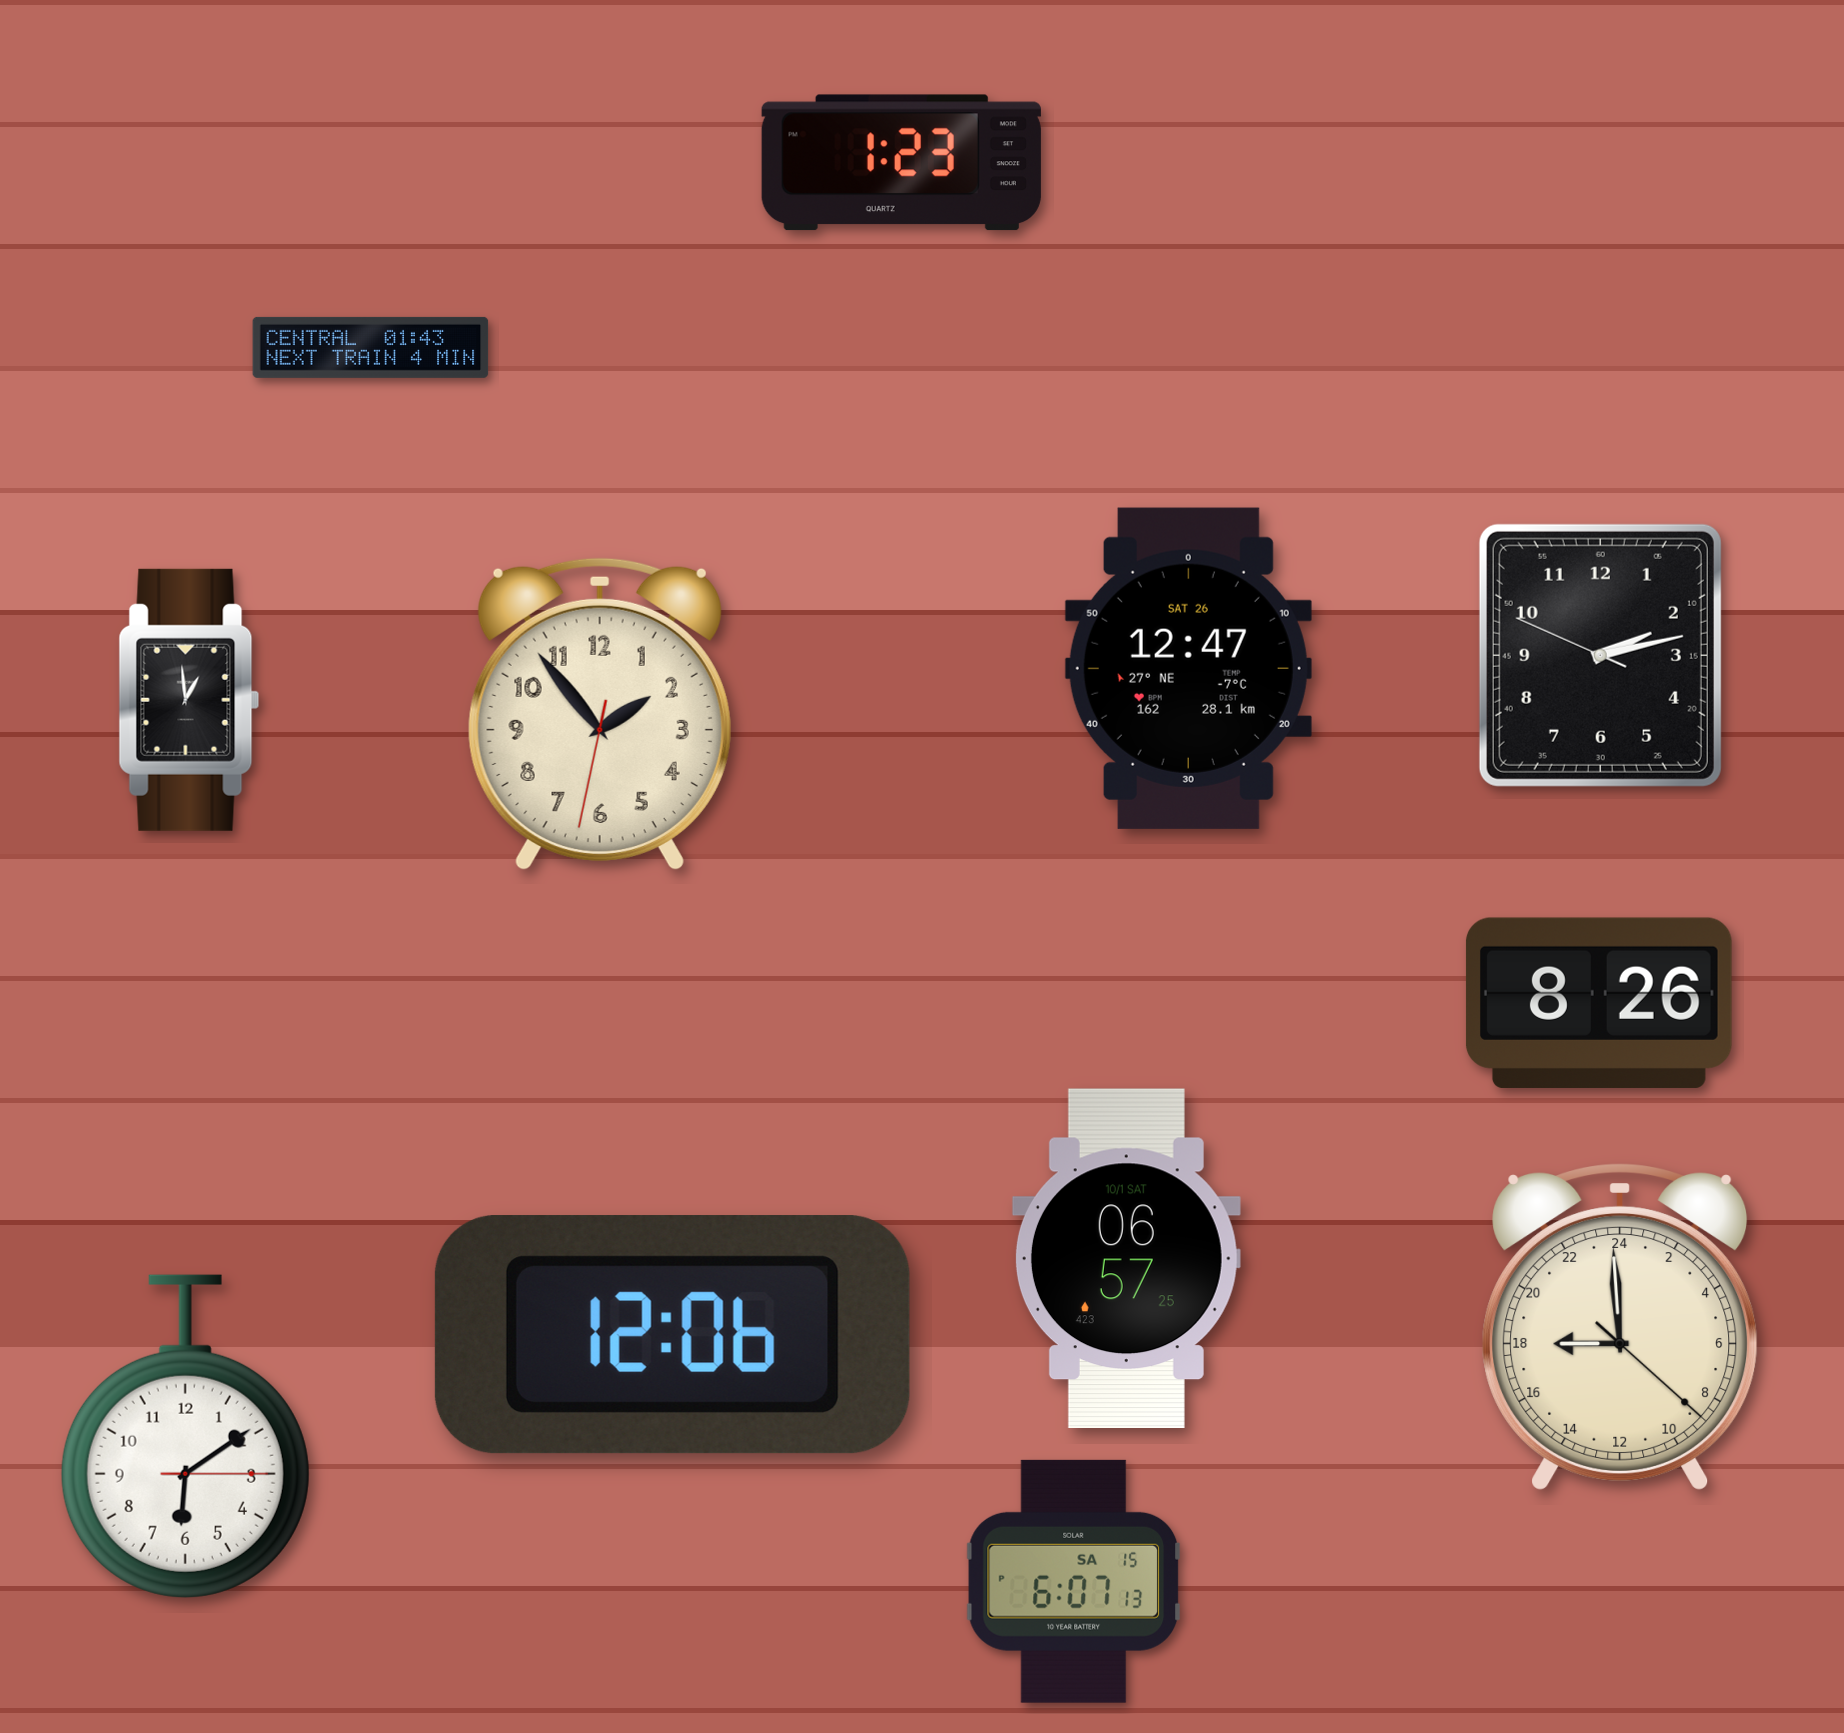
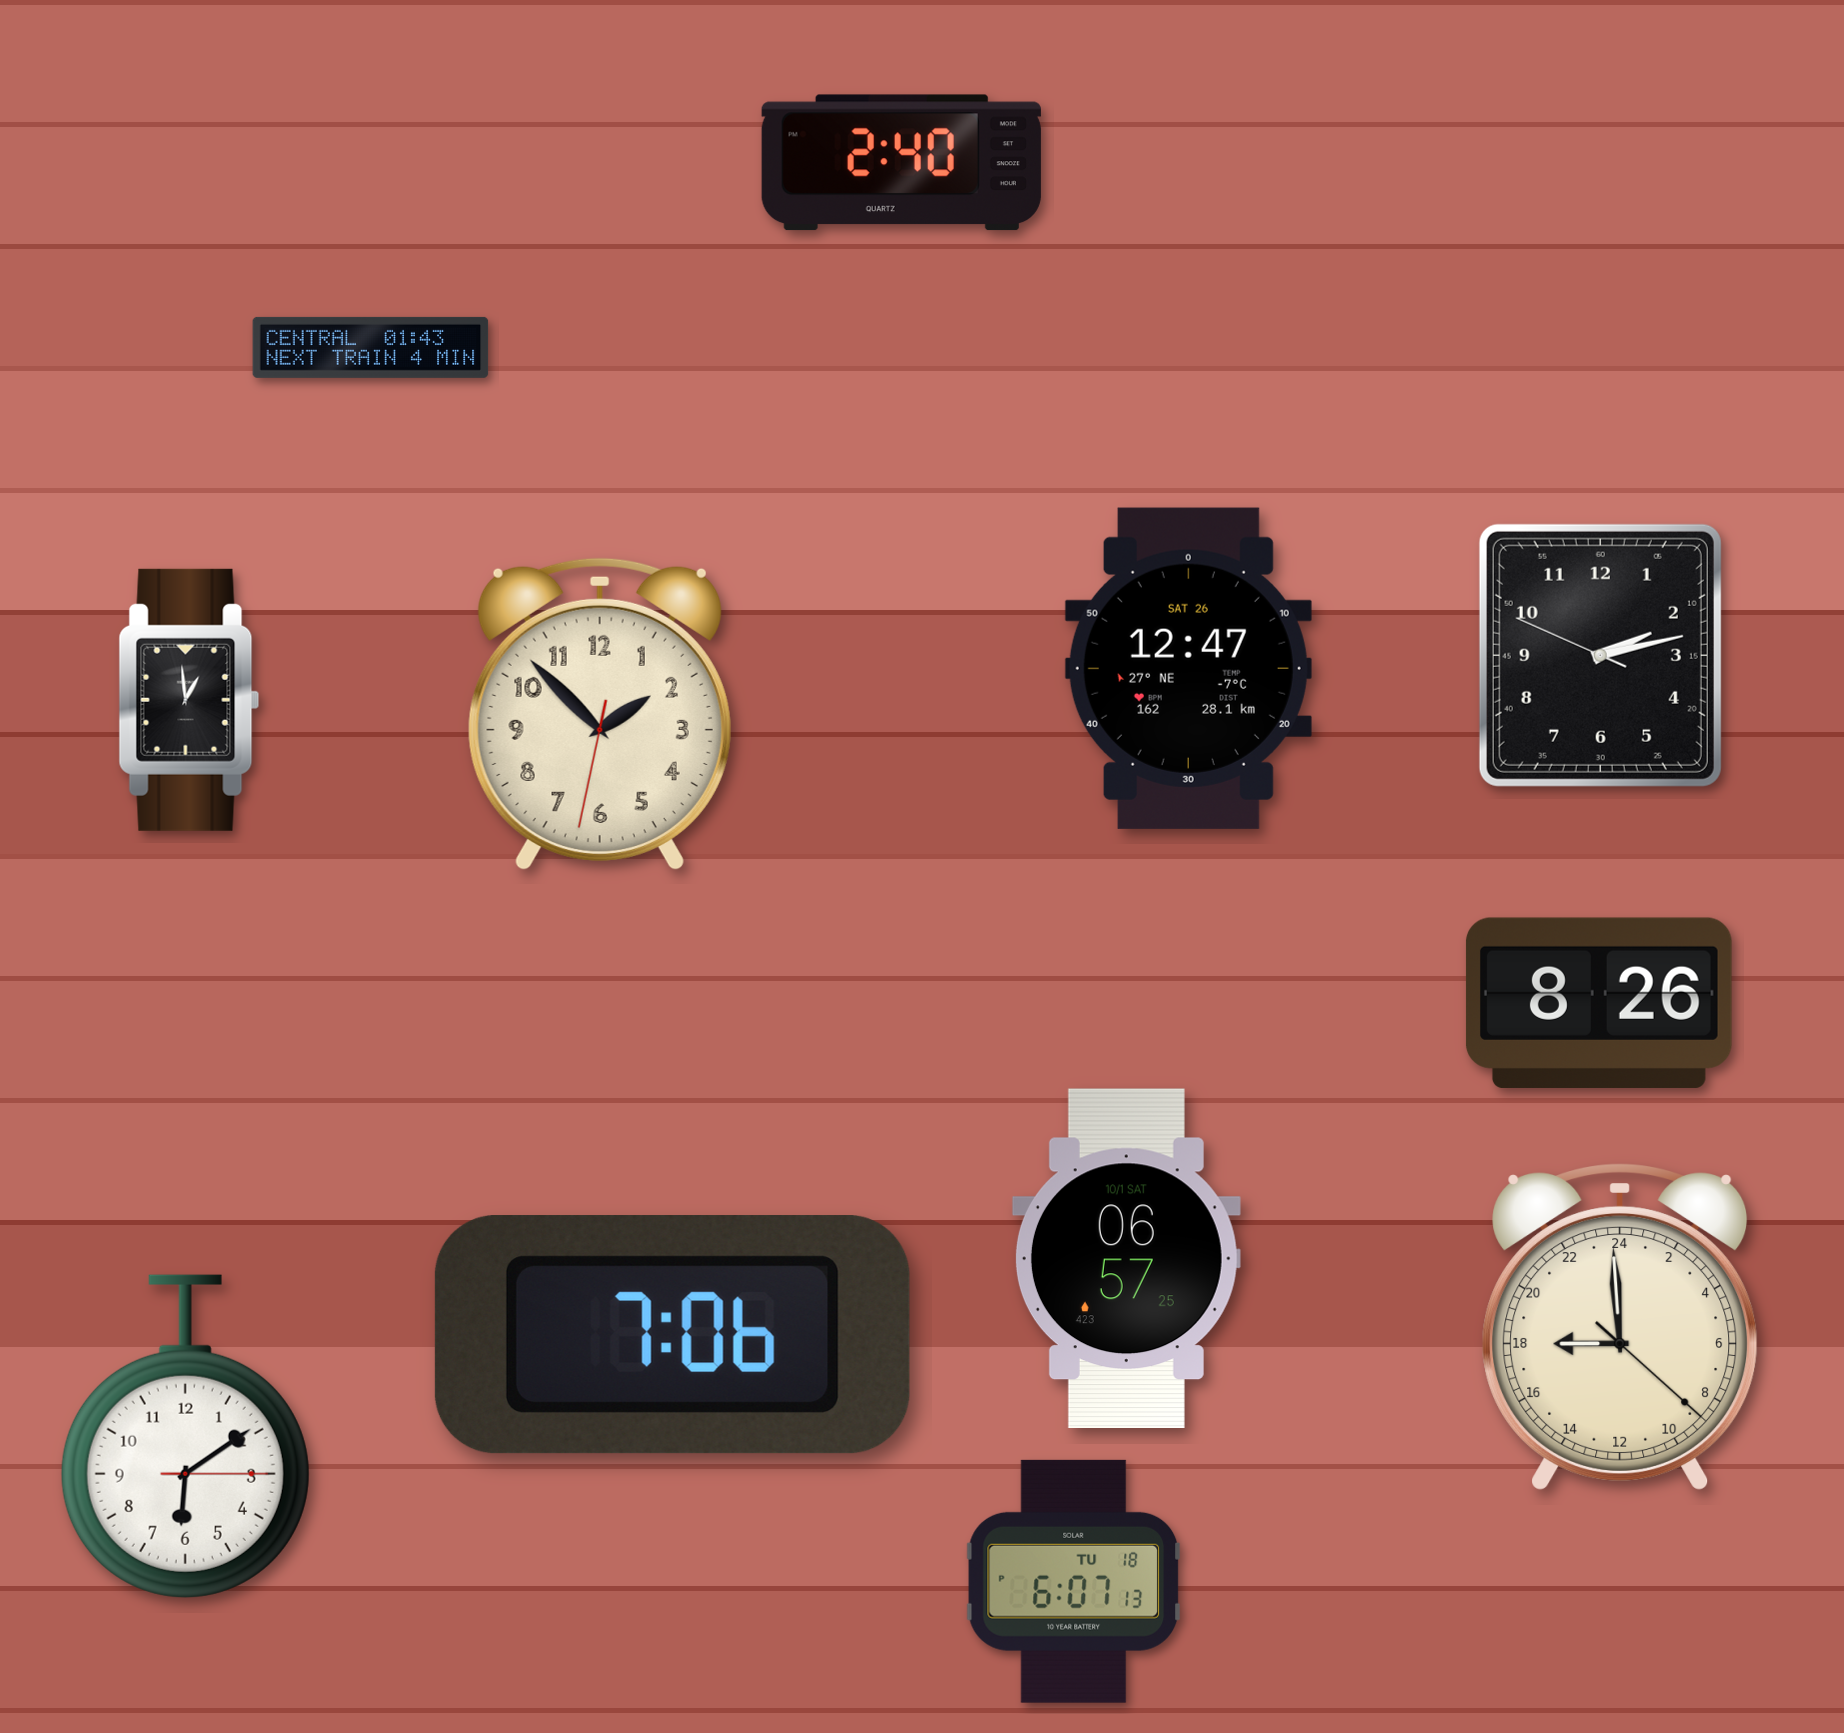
clock at (901, 163): 1:23 -> 2:40
clock at (600, 714): 1:53 -> 1:52
clock at (672, 1335): 12:06 -> 7:06
clock at (1073, 1581) date: SA 15 -> TU 18
